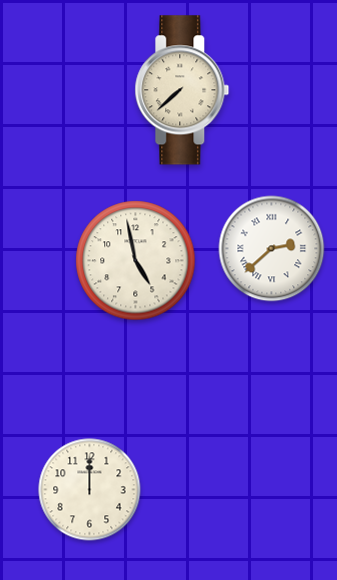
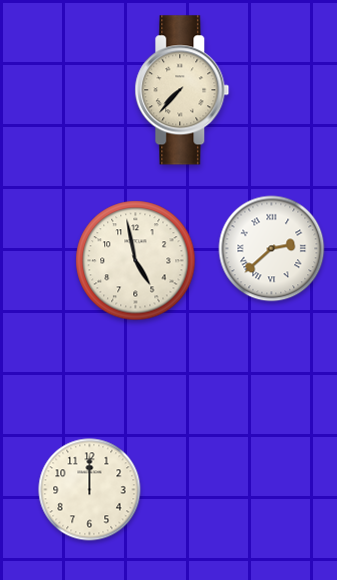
clock at (182, 90): 7:38 -> 7:37
